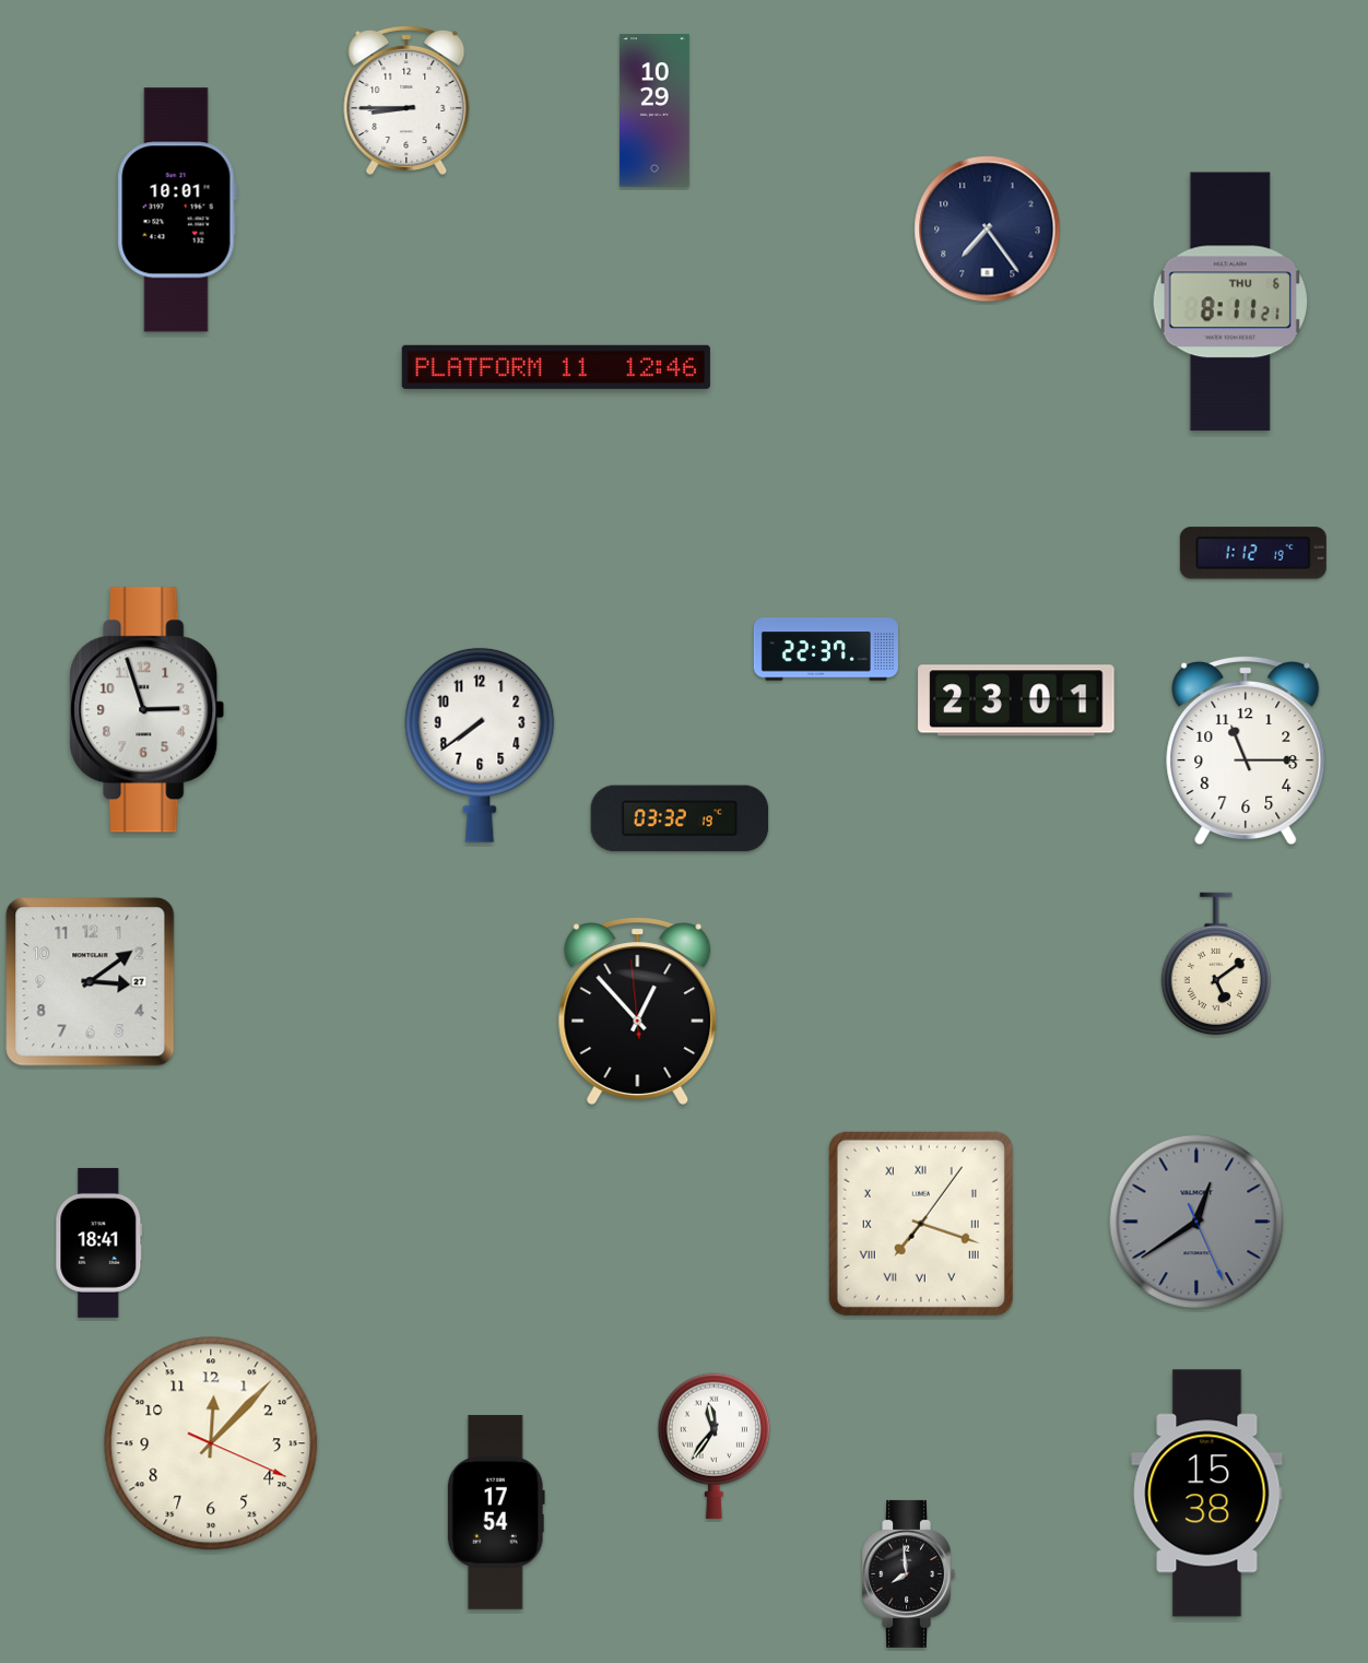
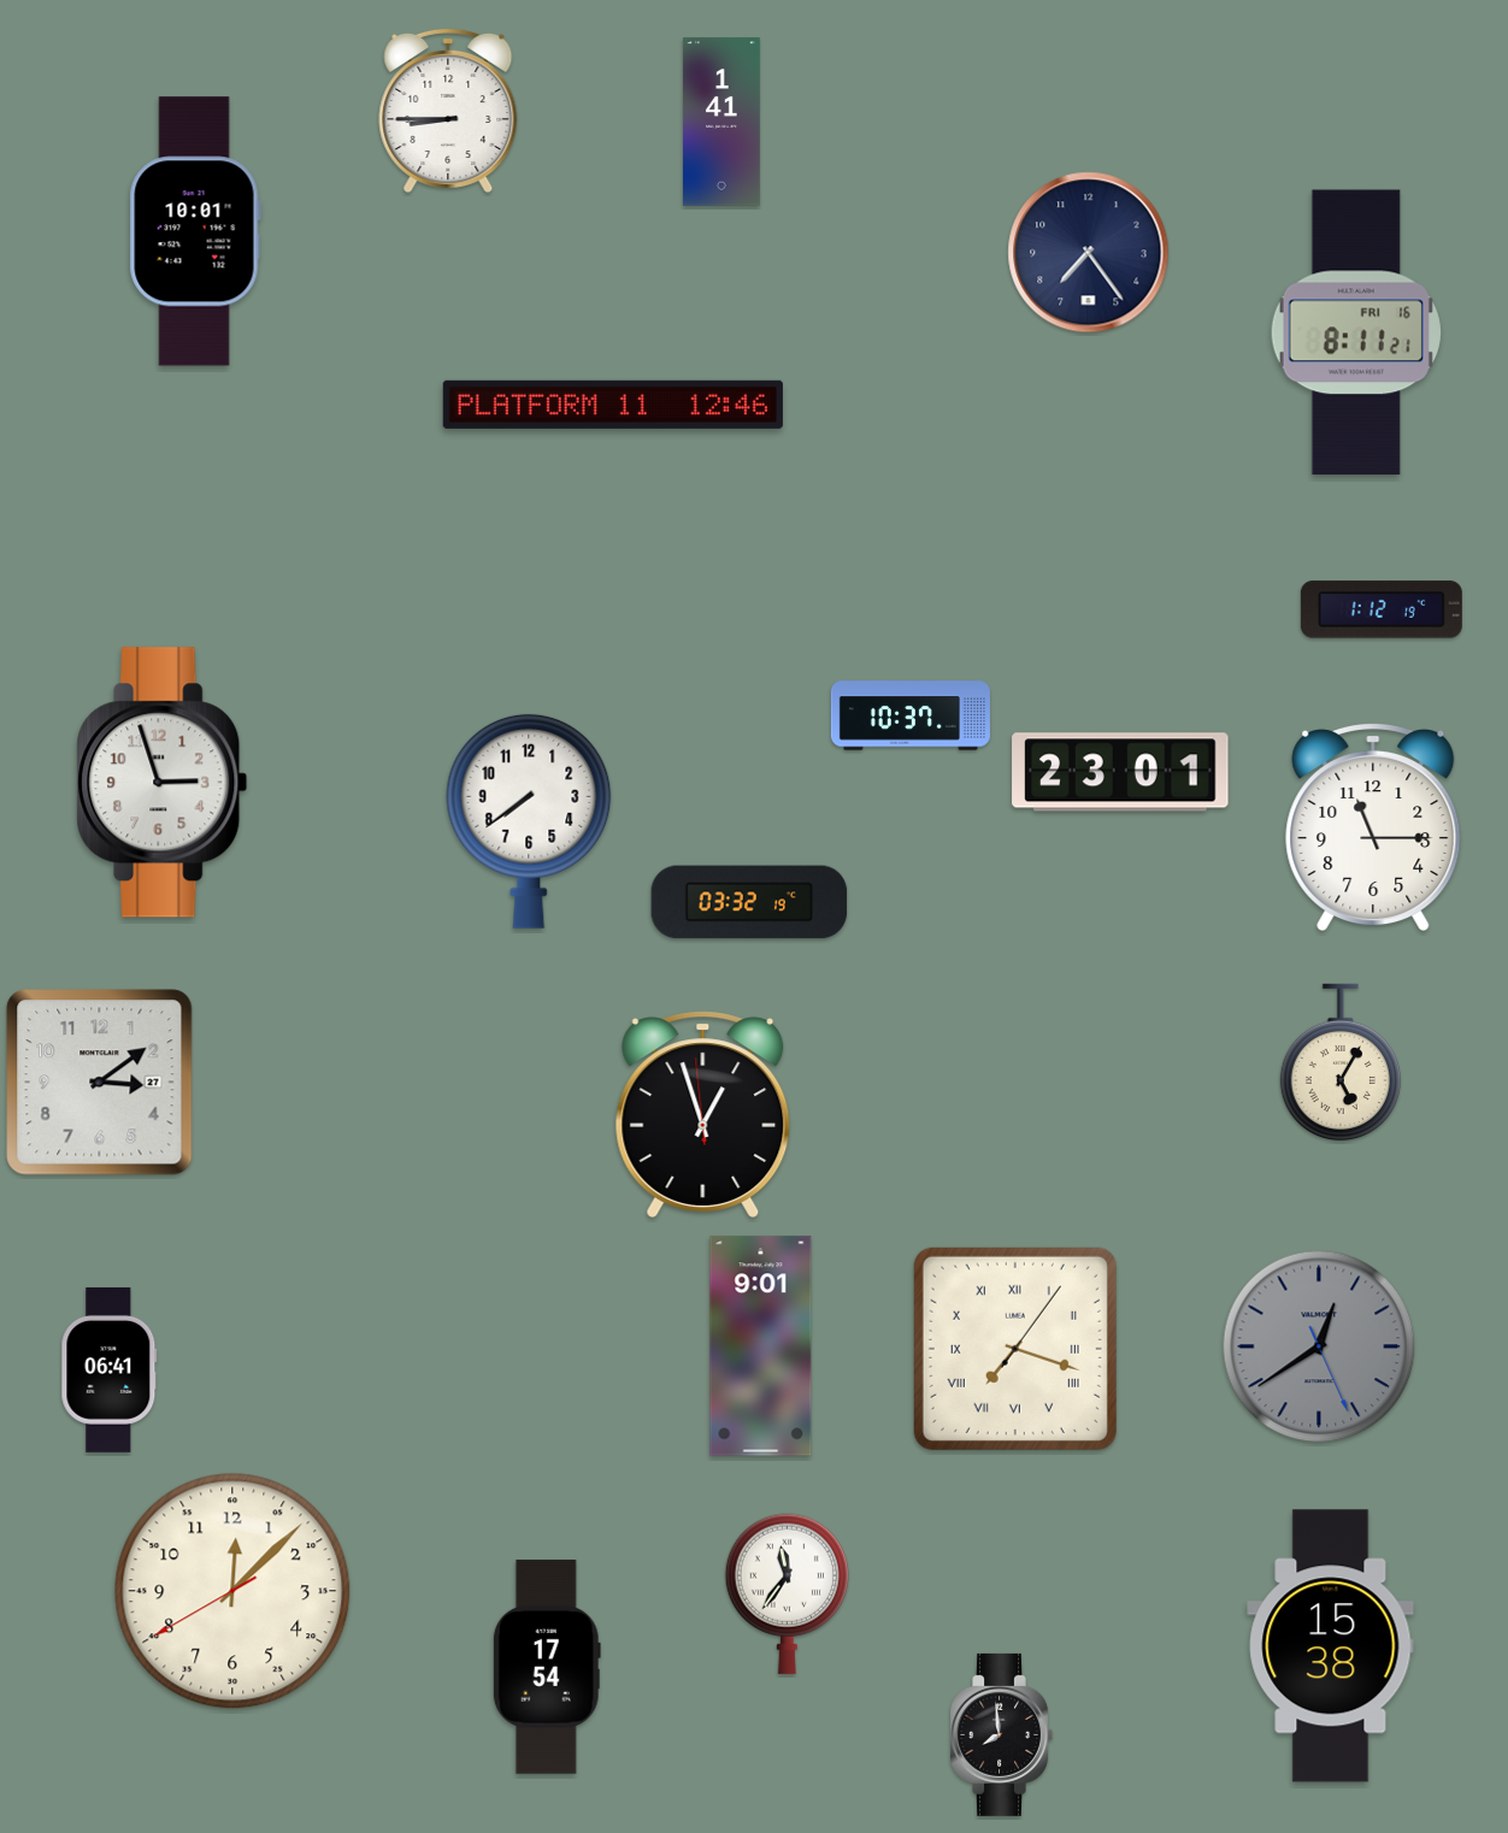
clock at (654, 110): 10:29 -> 1:41
clock at (1230, 302) date: THU 6 -> FRI 16
clock at (826, 649): 22:37 -> 10:37
clock at (1216, 964): 5:09 -> 5:05
clock at (638, 1011): 12:52 -> 12:56
clock at (761, 1346): none -> 9:01
clock at (99, 1243): 18:41 -> 06:41
clock at (211, 1443): 12:07:19 -> 12:07:40
